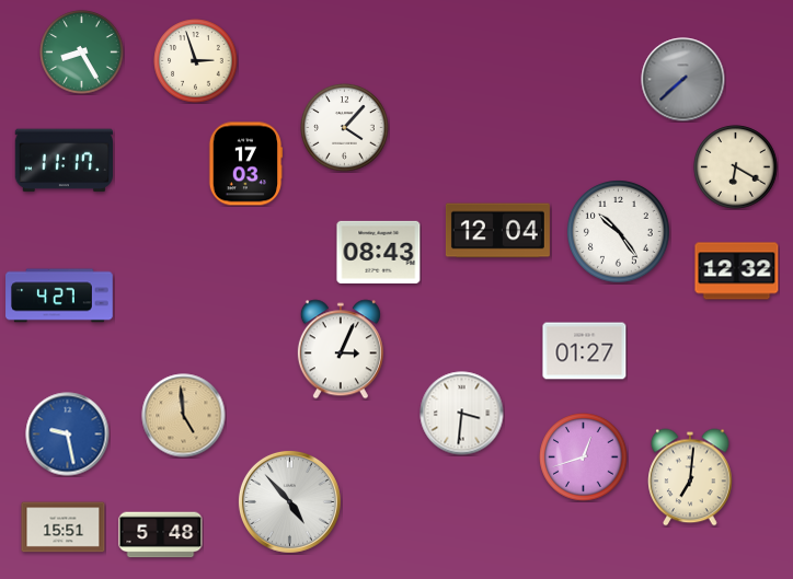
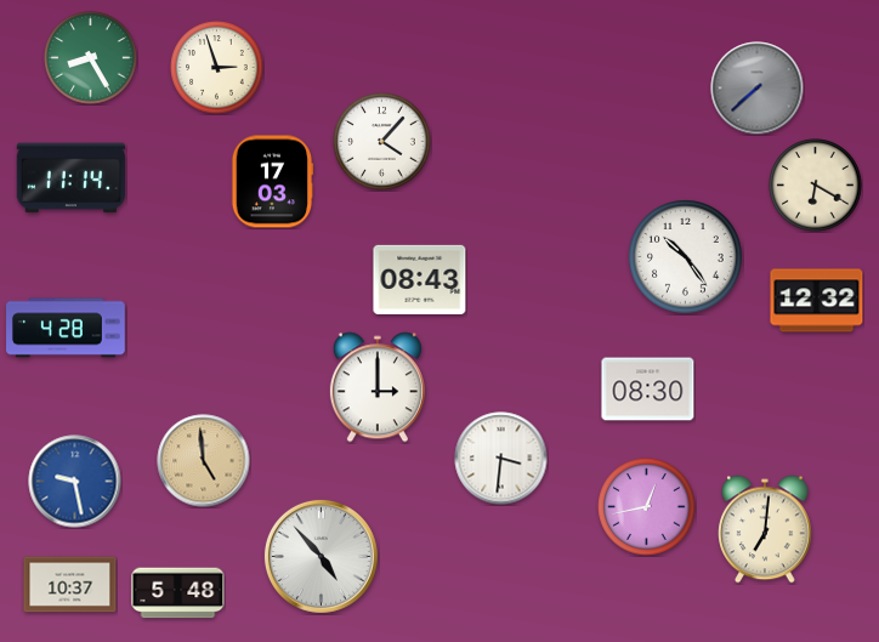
clock at (64, 161): 11:17 -> 11:14
clock at (497, 231): 12:04 -> none
clock at (59, 296): 4:27 -> 4:28
clock at (341, 349): 3:04 -> 3:00
clock at (585, 351): 01:27 -> 08:30
clock at (462, 414) position: (462, 414) -> (501, 459)
clock at (584, 458): 12:42 -> 12:43
clock at (64, 528): 15:51 -> 10:37
